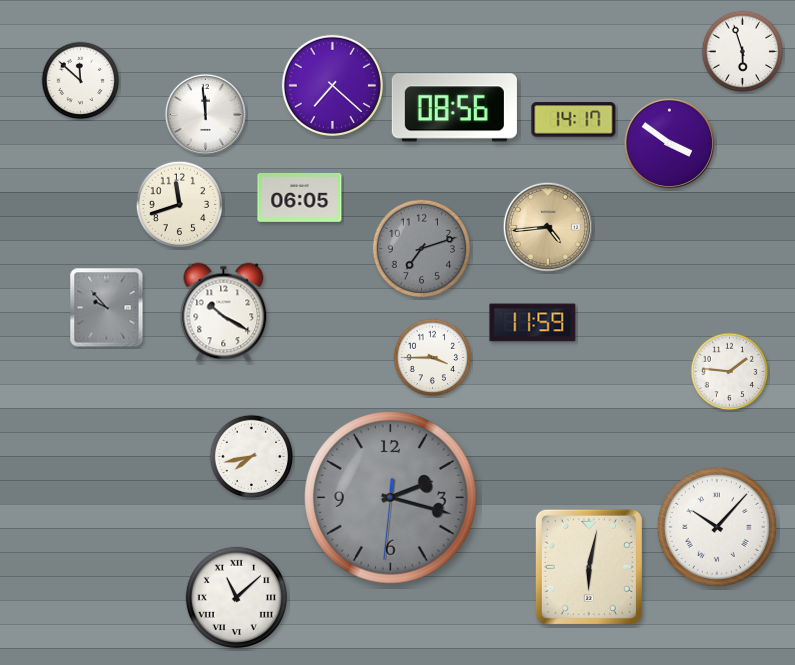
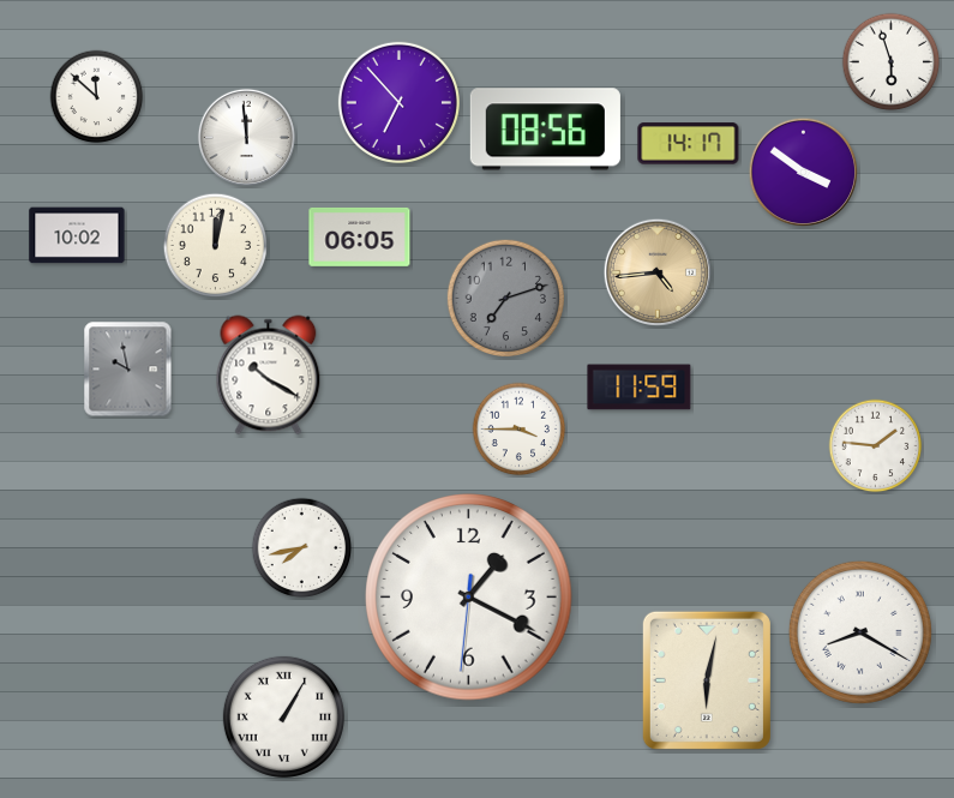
clock at (332, 85): 7:22 -> 6:53
clock at (77, 235): none -> 10:02
clock at (180, 205): 11:42 -> 12:02
clock at (107, 308): 9:53 -> 9:58
clock at (391, 498): 2:17 -> 1:19
clock at (391, 498) dial: grey -> white
clock at (717, 527): 10:07 -> 8:20
clock at (236, 597): 11:08 -> 1:05
